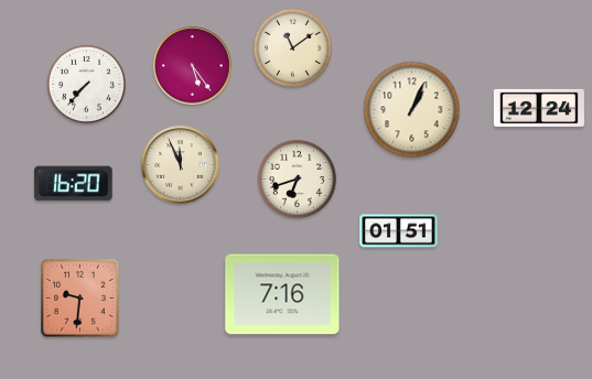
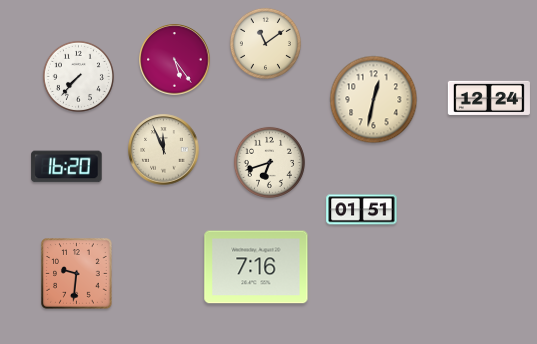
clock at (412, 110): 1:04 -> 12:32
clock at (80, 299) position: (80, 299) -> (77, 274)
